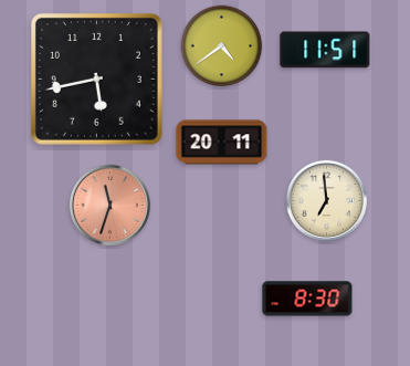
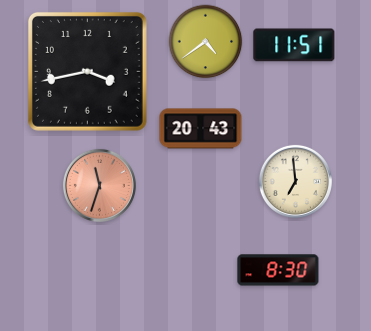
clock at (222, 46) position: (222, 46) -> (206, 42)
clock at (96, 79): 5:43 -> 3:43
clock at (222, 143): 20:11 -> 20:43
